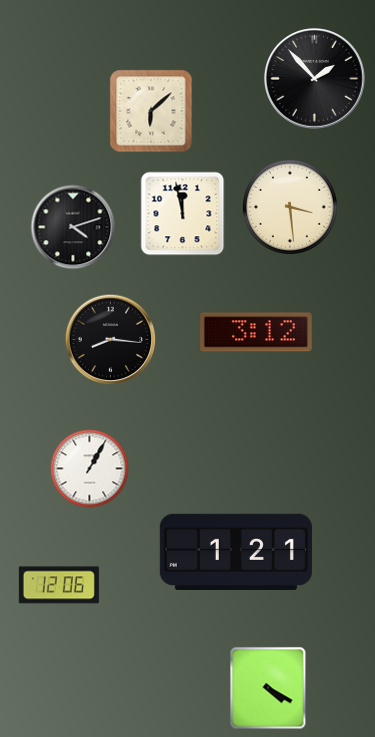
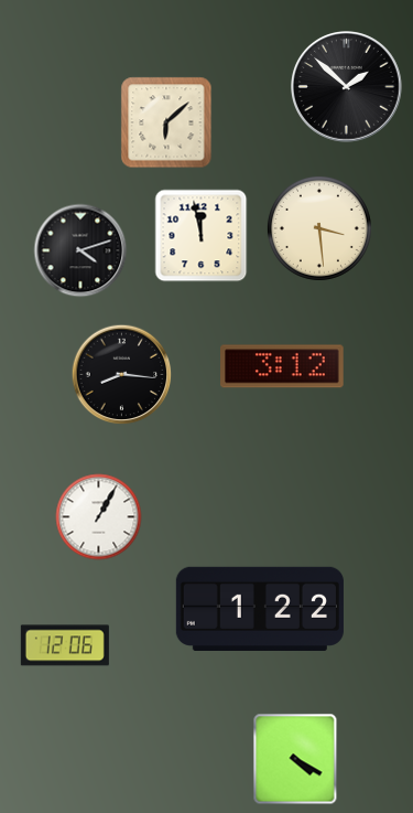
clock at (315, 79): 1:53 -> 1:52
clock at (236, 552): 1:21 -> 1:22
